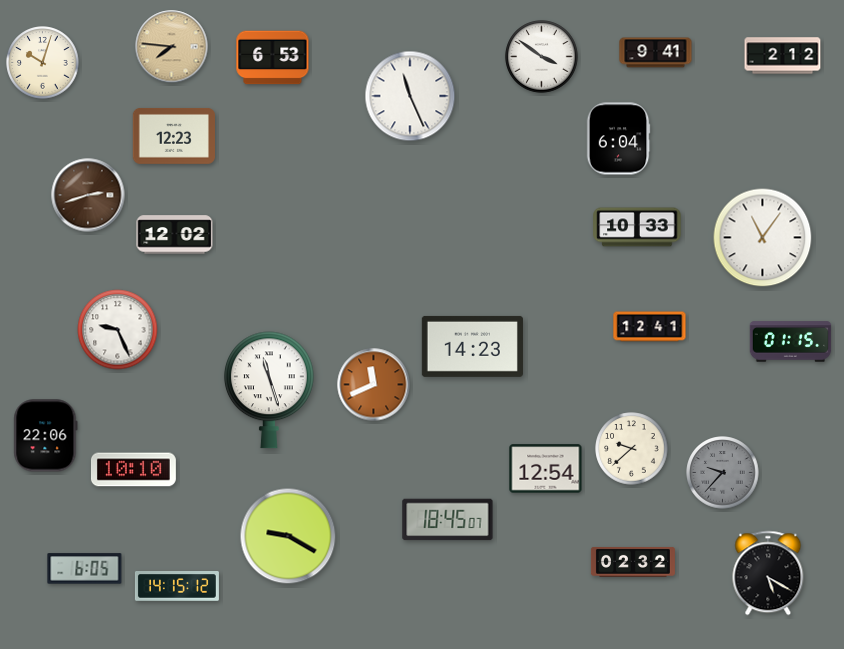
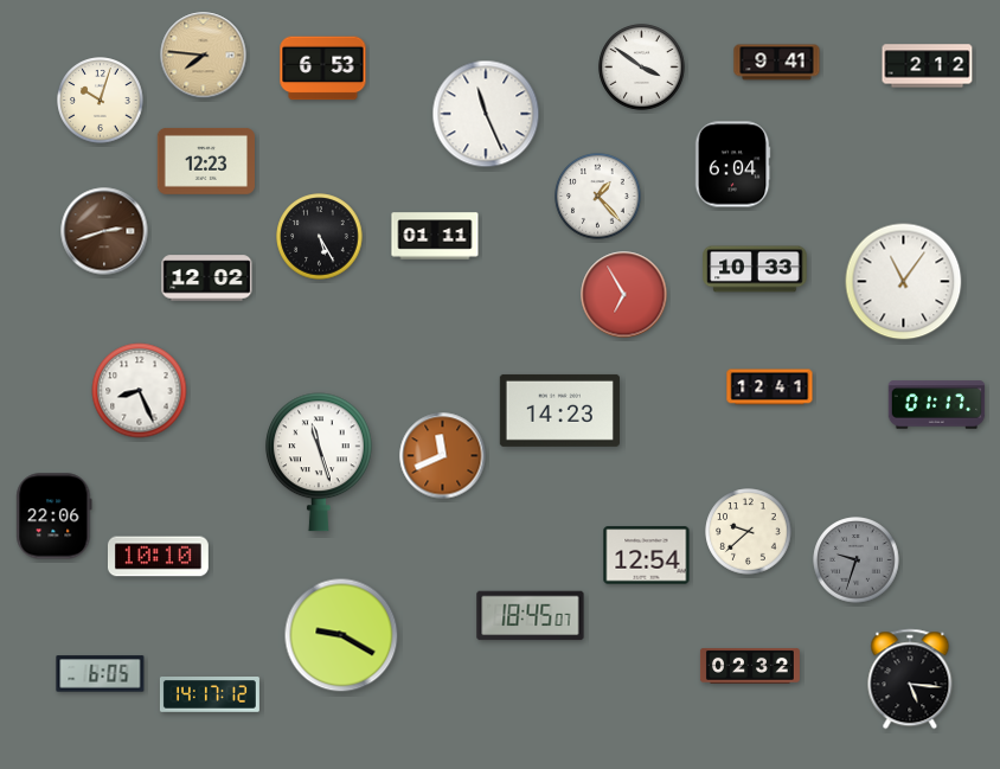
clock at (43, 63) position: (43, 63) -> (101, 101)
clock at (598, 197): none -> 1:23
clock at (435, 236): none -> 01:11
clock at (320, 237): none -> 5:25
clock at (624, 295): none -> 6:55
clock at (118, 330): 9:26 -> 8:26
clock at (791, 342): 01:15 -> 01:17
clock at (723, 473): 9:37 -> 9:33
clock at (768, 573): 5:20 -> 5:16
clock at (177, 586): 14:15 -> 14:17
